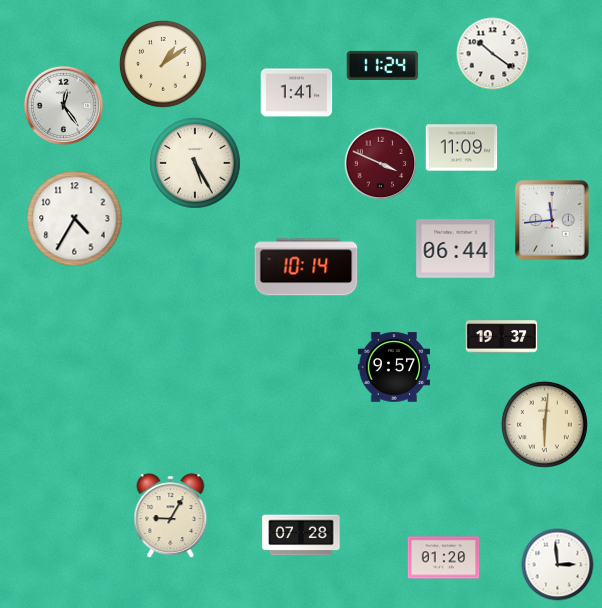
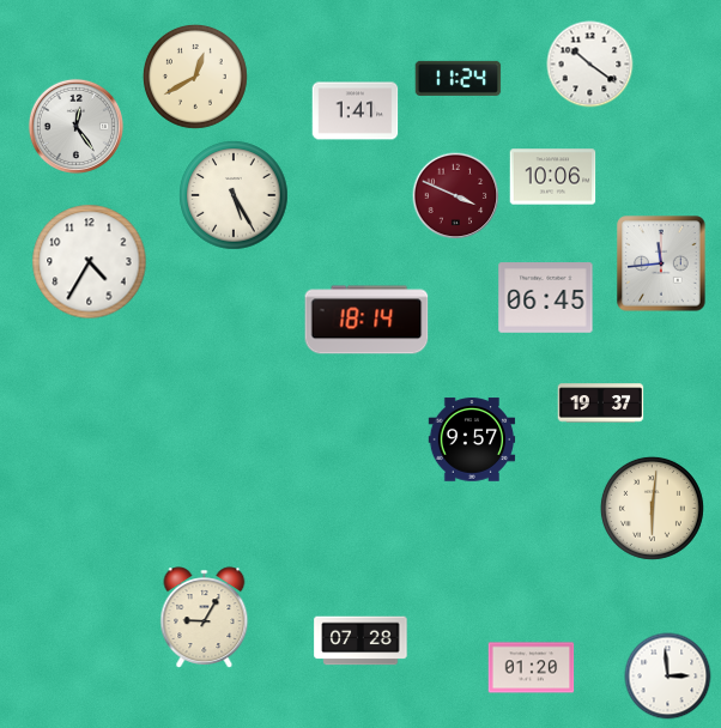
clock at (163, 64): 1:09 -> 12:40
clock at (462, 148): 11:09 -> 10:06
clock at (456, 249): 06:44 -> 06:45
clock at (306, 267): 10:14 -> 18:14
